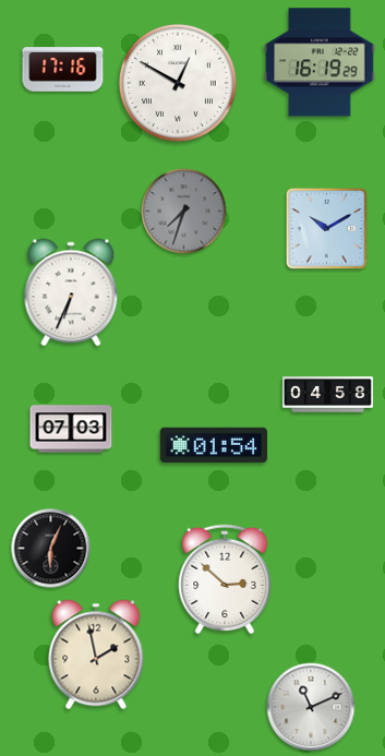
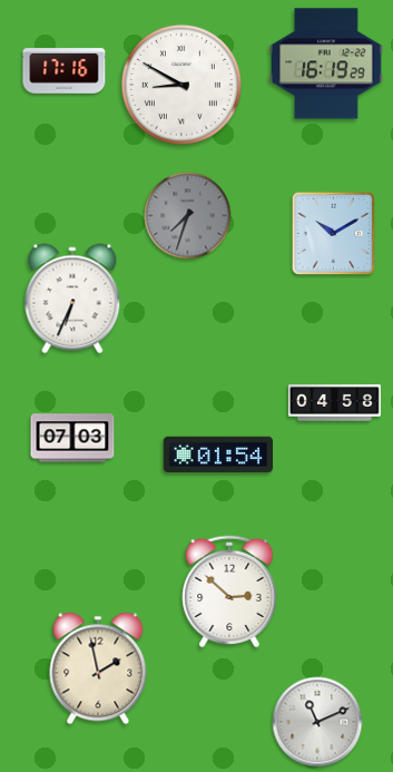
clock at (178, 83): 12:50 -> 8:50
clock at (51, 549): 6:04 -> none
